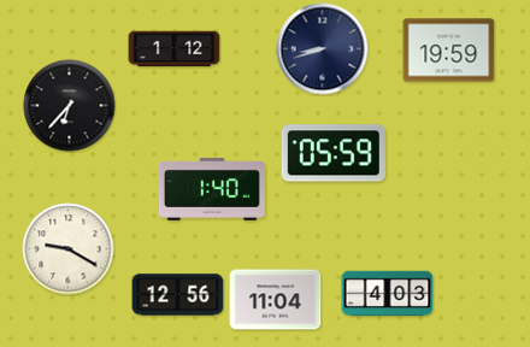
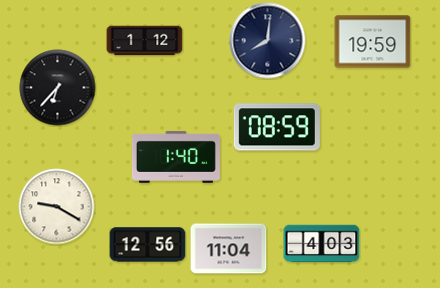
clock at (323, 49): 8:42 -> 8:01
clock at (334, 153): 05:59 -> 08:59
